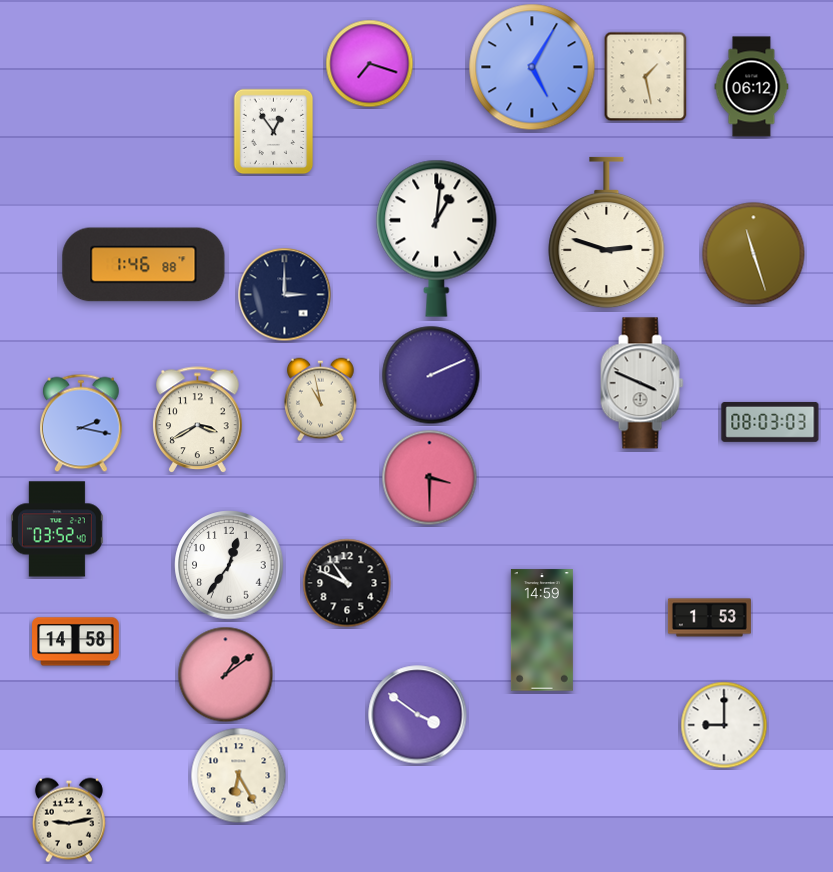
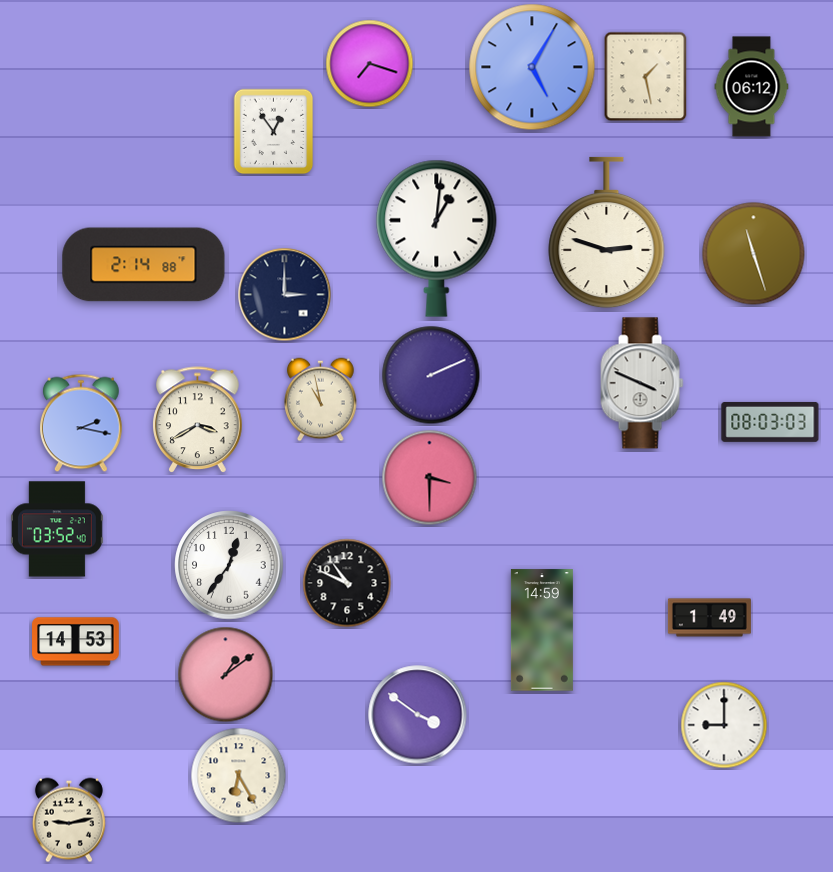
clock at (144, 265): 1:46 -> 2:14
clock at (709, 618): 1:53 -> 1:49
clock at (76, 642): 14:58 -> 14:53
